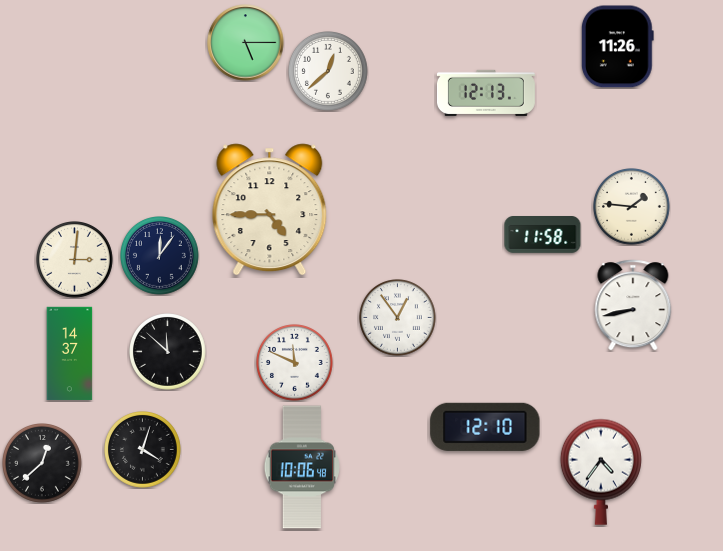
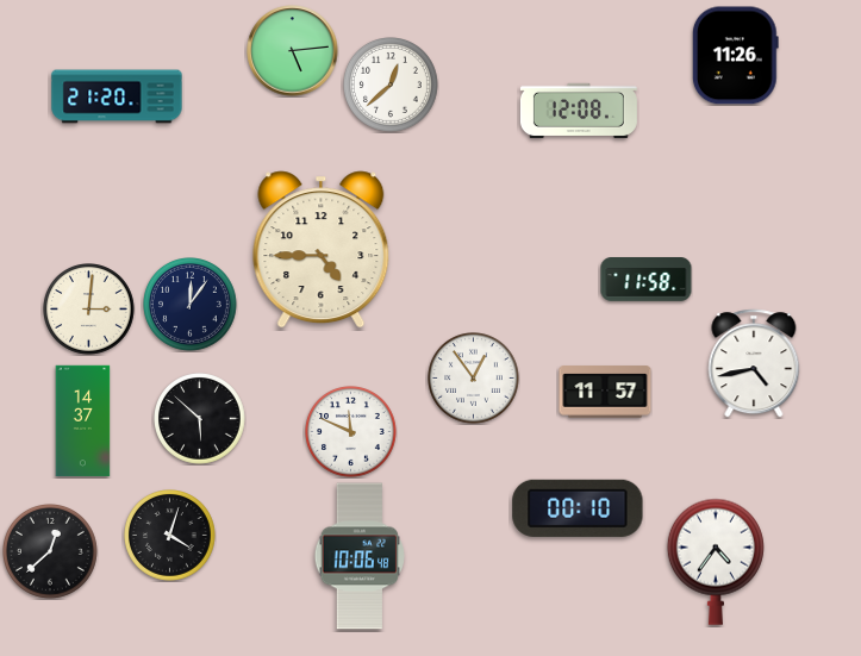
clock at (246, 43): 5:15 -> 5:14
clock at (117, 96): none -> 21:20
clock at (486, 93): 12:13 -> 12:08
clock at (632, 207): 1:46 -> none
clock at (633, 305): 8:43 -> 4:43
clock at (605, 392): none -> 11:57
clock at (168, 352): 11:52 -> 5:52
clock at (485, 427): 12:10 -> 00:10
